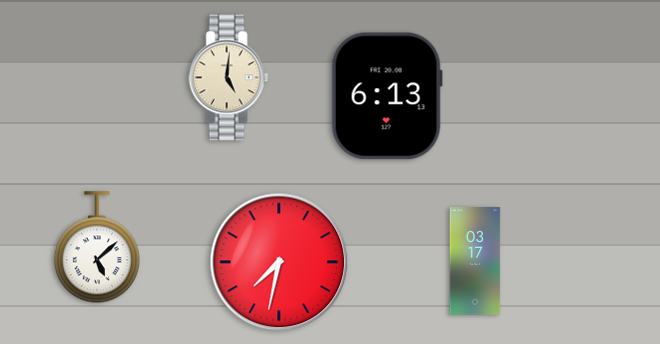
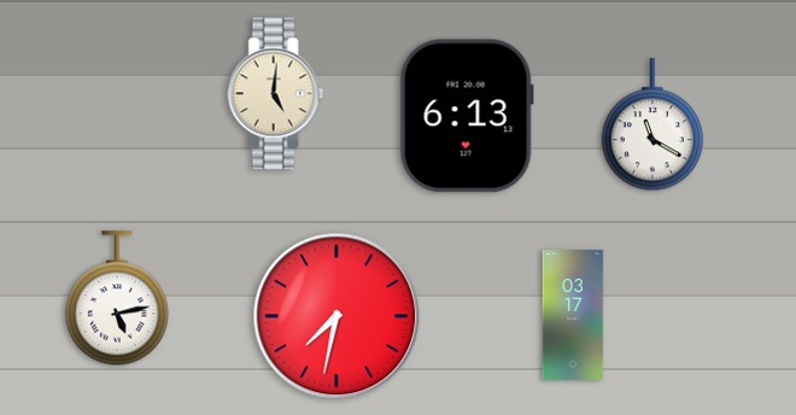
clock at (651, 125): none -> 11:20
clock at (97, 248): 5:08 -> 5:13
